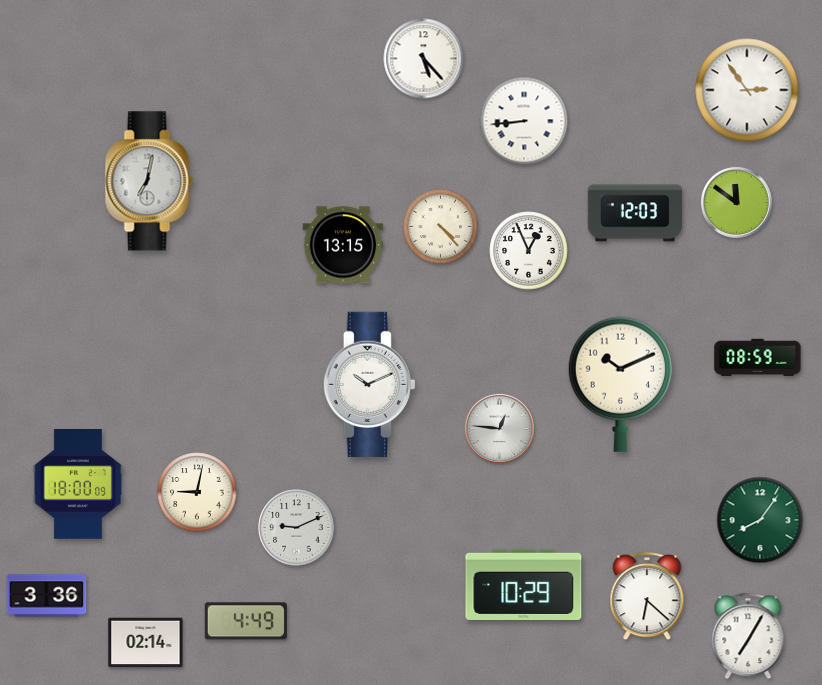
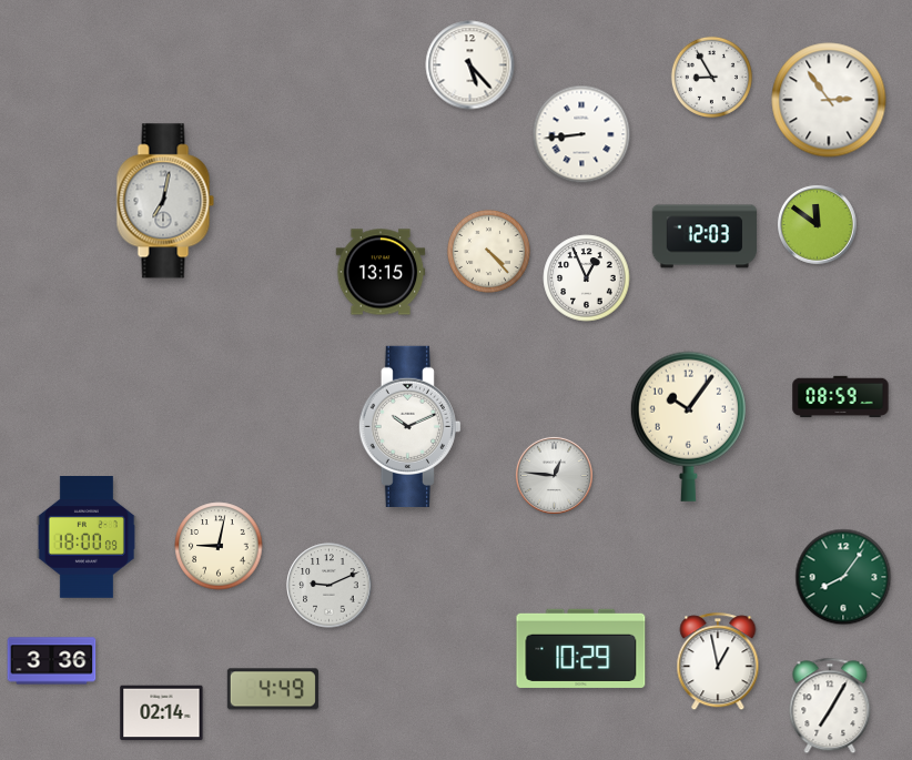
clock at (711, 77): none -> 8:55
clock at (620, 384): 10:11 -> 10:06
clock at (647, 597): 6:22 -> 12:58
